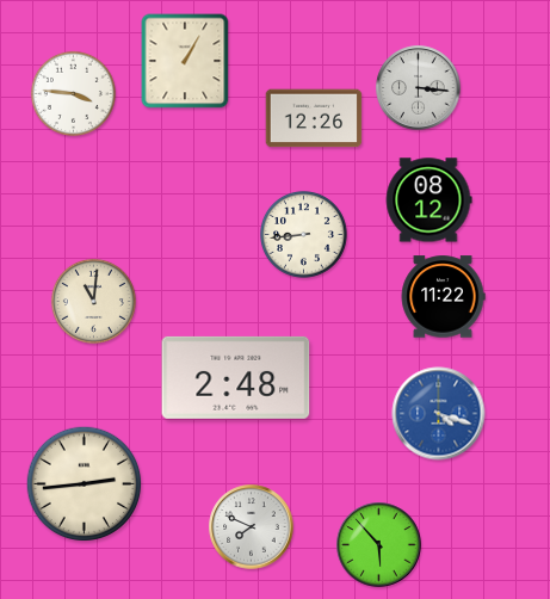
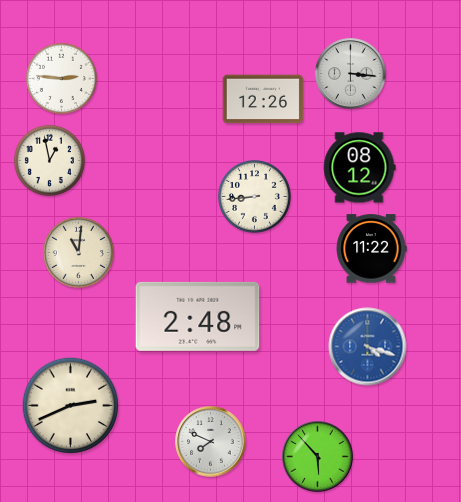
clock at (185, 61): 1:05 -> none
clock at (73, 93): 3:46 -> 2:46
clock at (49, 160): none -> 12:58
clock at (85, 484): 2:44 -> 2:41
